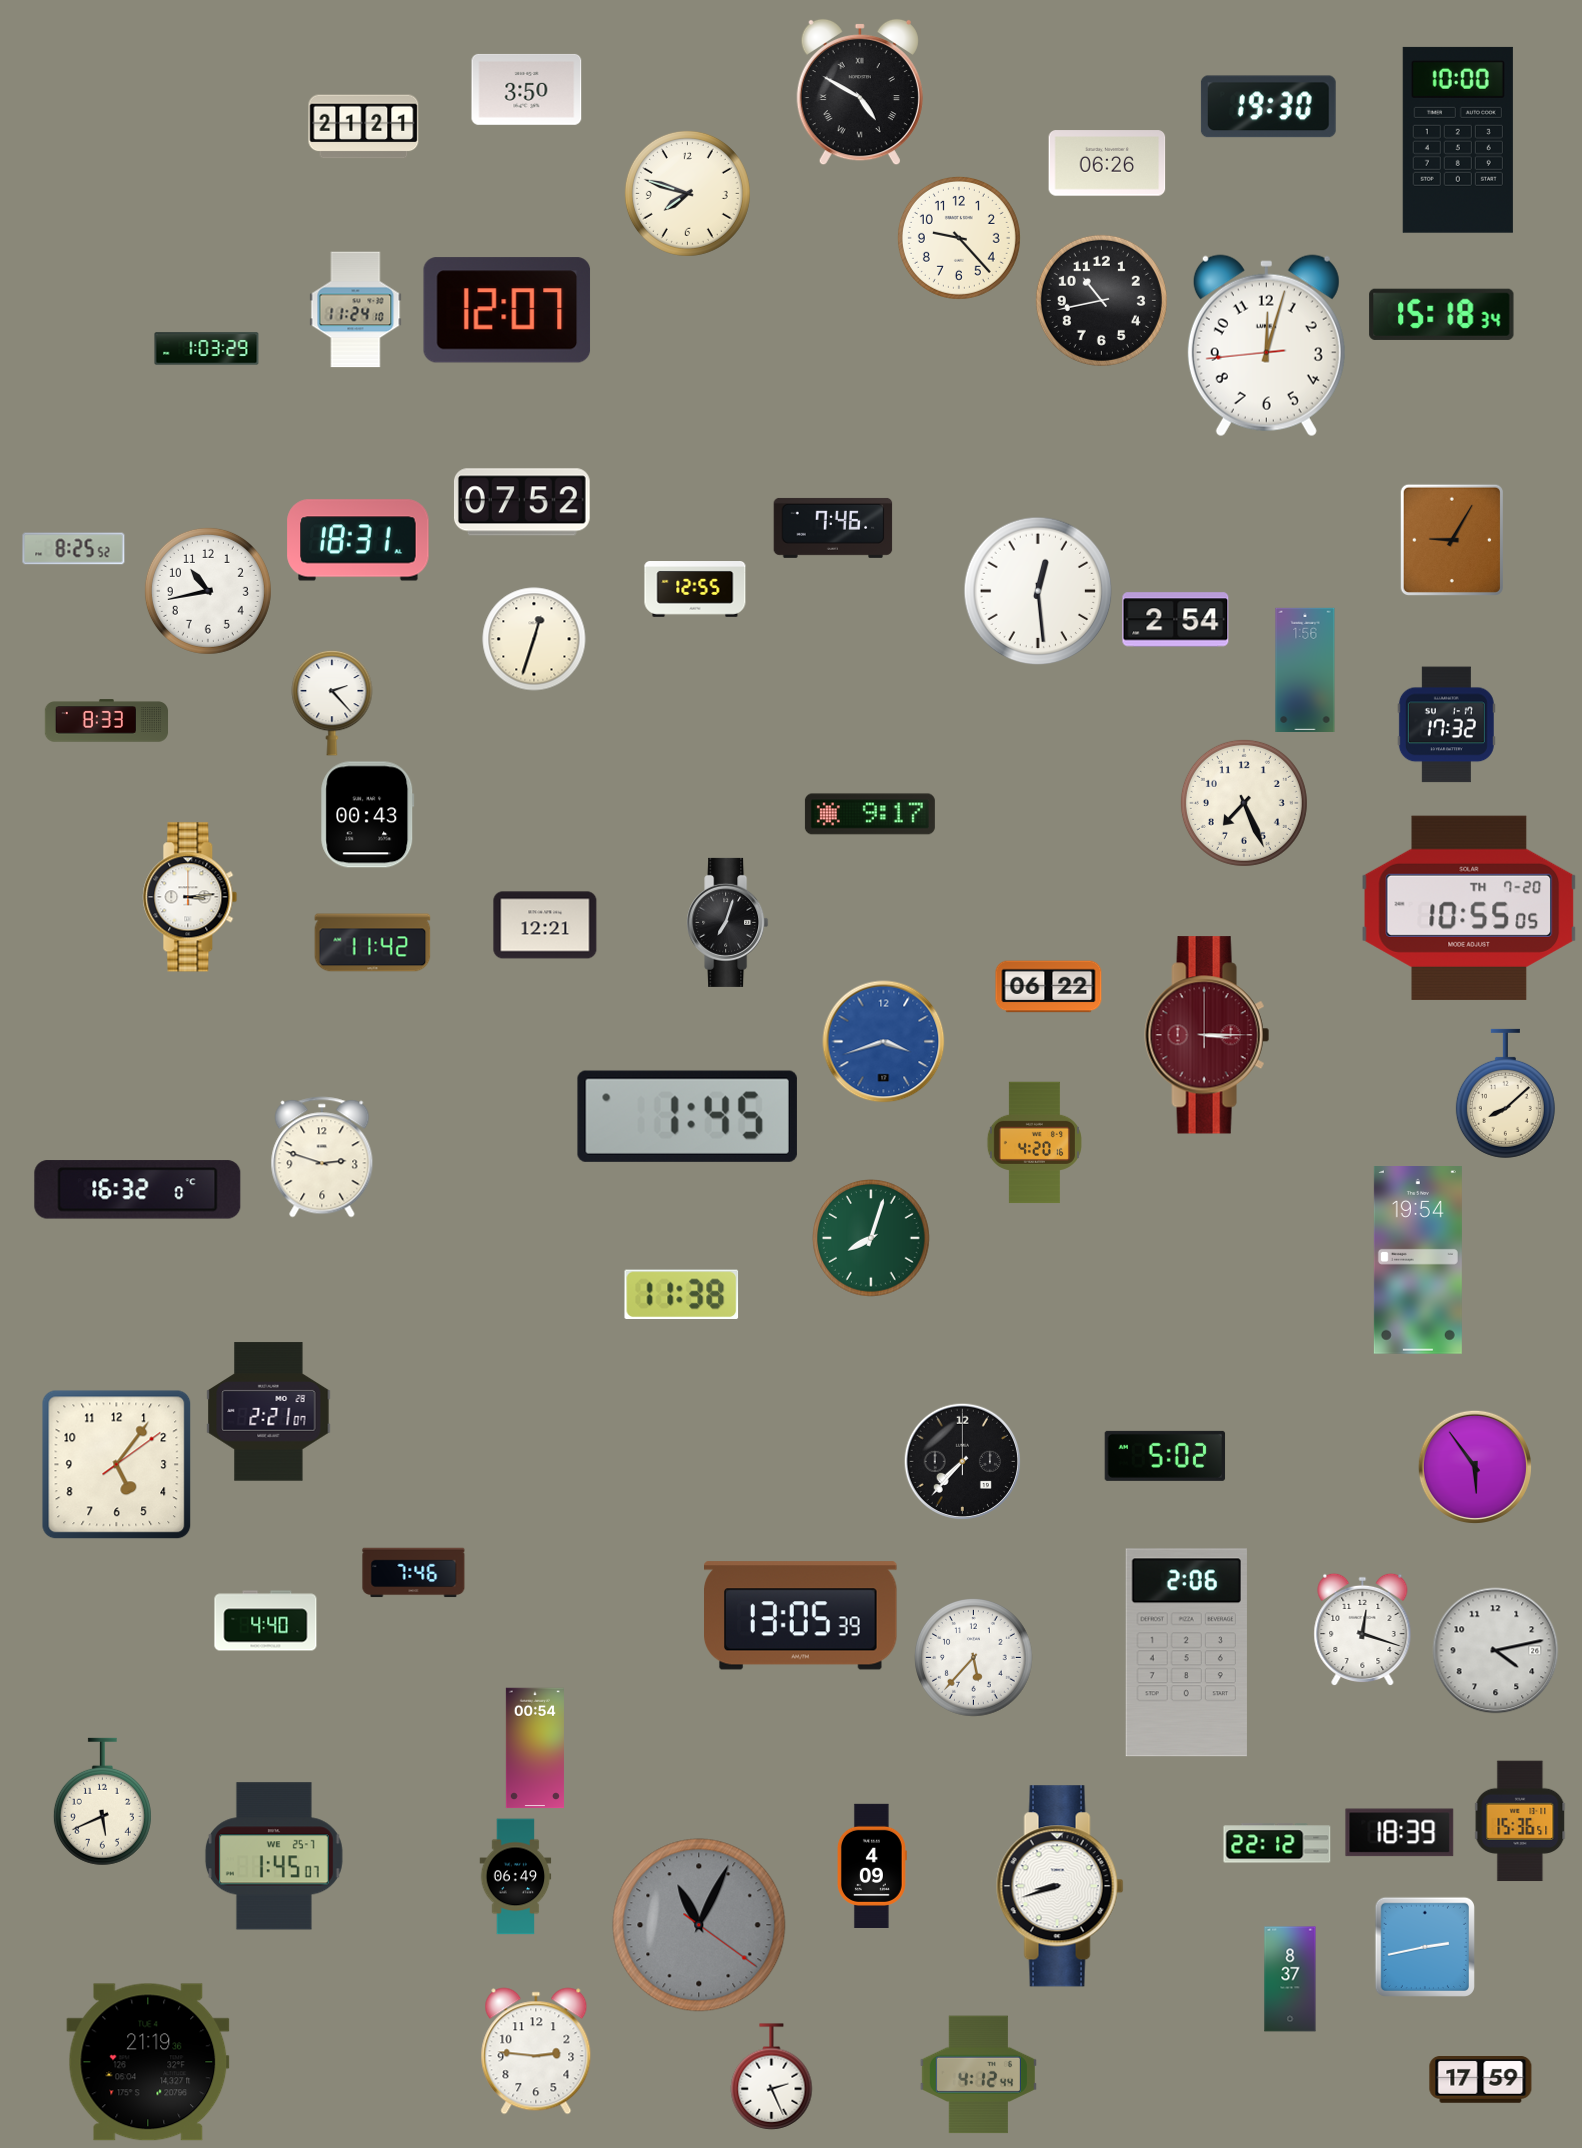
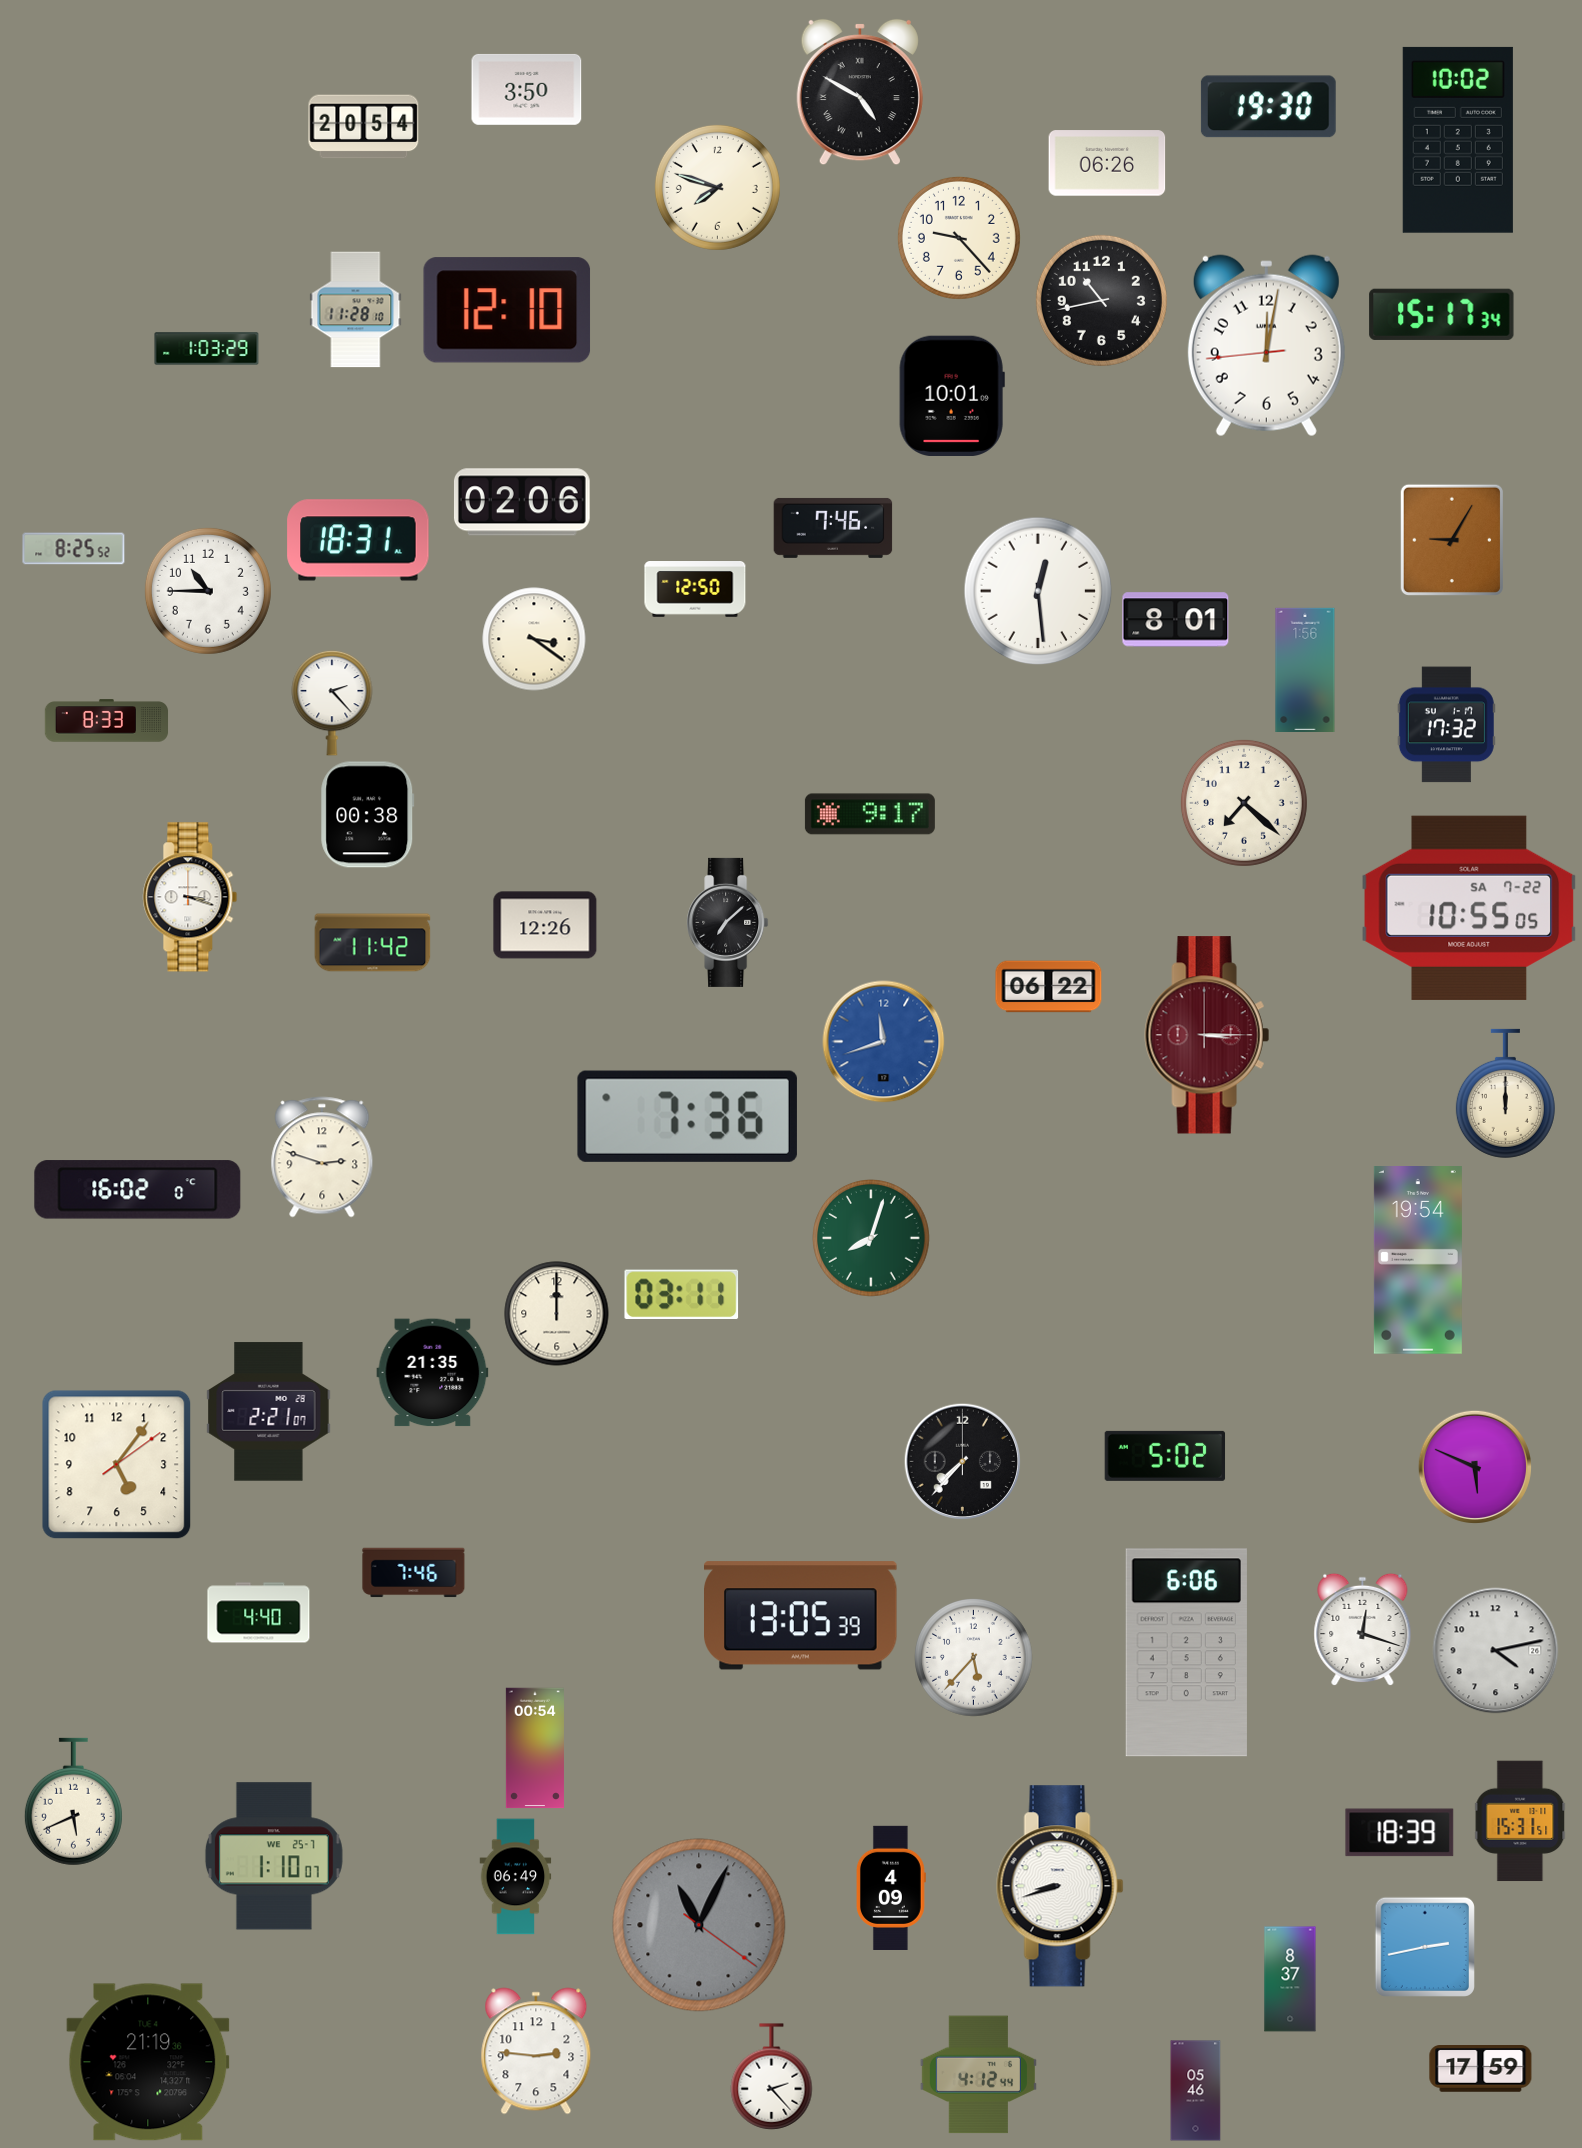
clock at (364, 127): 21:21 -> 20:54
clock at (1458, 140): 10:00 -> 10:02
clock at (687, 193) position: (687, 193) -> (717, 187)
clock at (356, 310): 11:24 -> 11:28
clock at (507, 310): 12:07 -> 12:10
clock at (1442, 314): 15:18 -> 15:17
clock at (1266, 346): 12:02 -> 12:01
clock at (952, 396): none -> 10:01
clock at (522, 502): 07:52 -> 02:06
clock at (695, 590): 12:55 -> 12:50
clock at (208, 591): 10:43 -> 10:45
clock at (1176, 620): 2:54 -> 8:01
clock at (534, 639): 12:33 -> 3:21
clock at (1244, 803): 7:26 -> 7:22
clock at (368, 815): 00:43 -> 00:38
clock at (190, 897): 3:14 -> 3:18
clock at (1469, 908) date: TH 7-20 -> SA 7-22
clock at (728, 922): 7:03 -> 7:08
clock at (545, 925): 12:21 -> 12:26
clock at (884, 1042): 3:42 -> 11:42
clock at (1505, 1093): 8:08 -> 12:00
clock at (687, 1116): 1:45 -> 7:36
clock at (1034, 1143): 4:20 -> none
clock at (138, 1190): 16:32 -> 16:02
clock at (682, 1294): 11:38 -> 03:11
clock at (557, 1314): none -> 12:00
clock at (433, 1373): none -> 21:35
clock at (1475, 1467): 5:54 -> 5:49
clock at (266, 1621) position: (266, 1621) -> (259, 1613)
clock at (1186, 1653): 2:06 -> 6:06
clock at (102, 1802) position: (102, 1802) -> (73, 1802)
clock at (1520, 1821): 15:36 -> 15:31
clock at (1277, 1843): 22:12 -> none
clock at (274, 1856): 1:45 -> 1:10
clock at (872, 1865) position: (872, 1865) -> (891, 1887)
clock at (772, 2077): 2:26 -> 2:23
clock at (1481, 2080) position: (1481, 2080) -> (1481, 2069)
clock at (1196, 2091): none -> 05:46
